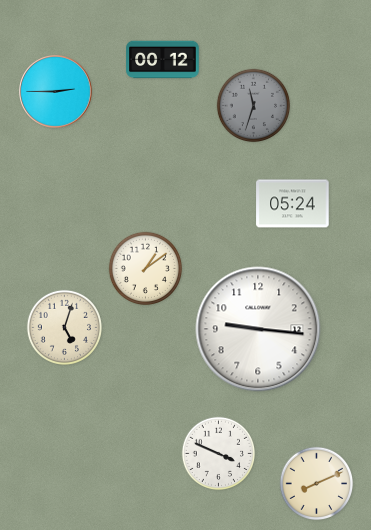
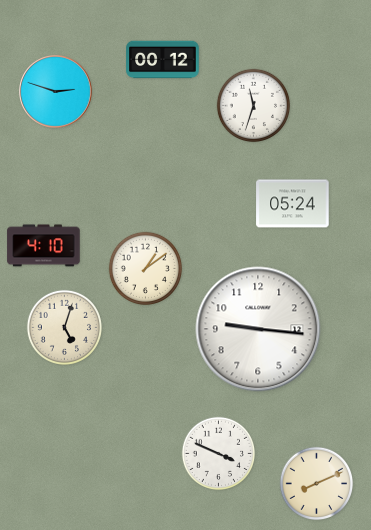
clock at (56, 92): 2:45 -> 2:48
clock at (254, 106) dial: grey -> white
clock at (44, 246): none -> 4:10
